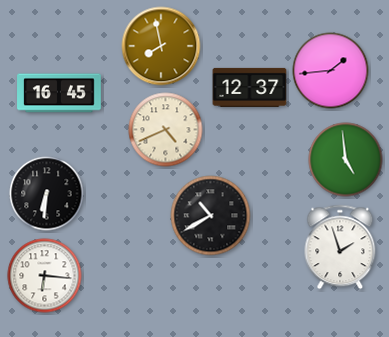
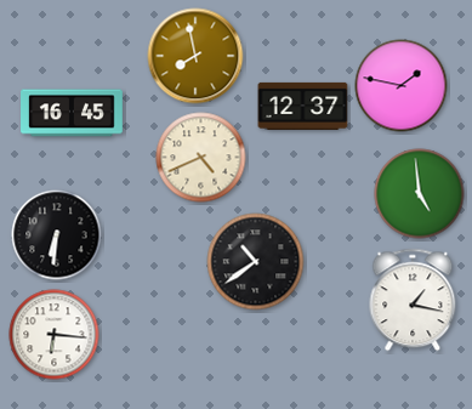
clock at (331, 71): 1:44 -> 1:47
clock at (211, 216): 10:40 -> 10:39
clock at (340, 247): 1:57 -> 1:17
